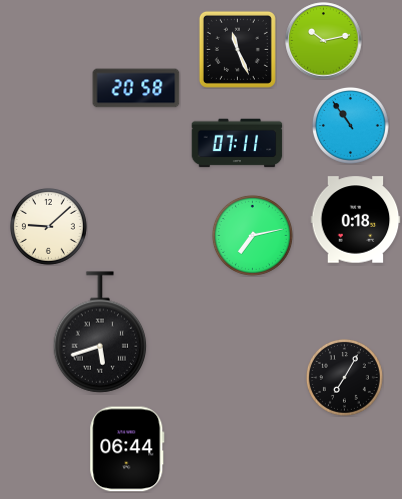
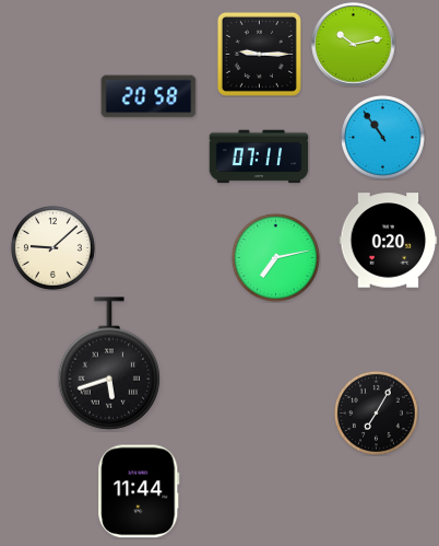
clock at (237, 49): 11:26 -> 9:15
clock at (356, 220): 0:18 -> 0:20
clock at (127, 449): 06:44 -> 11:44
